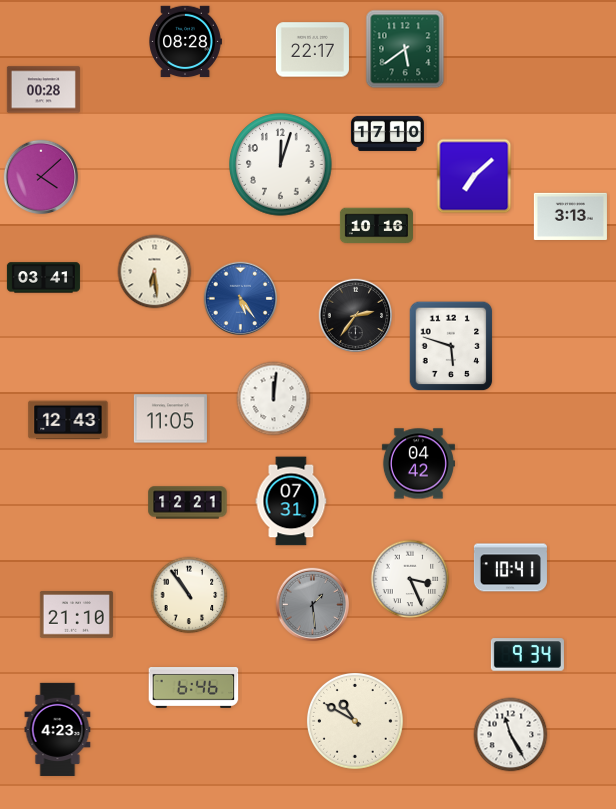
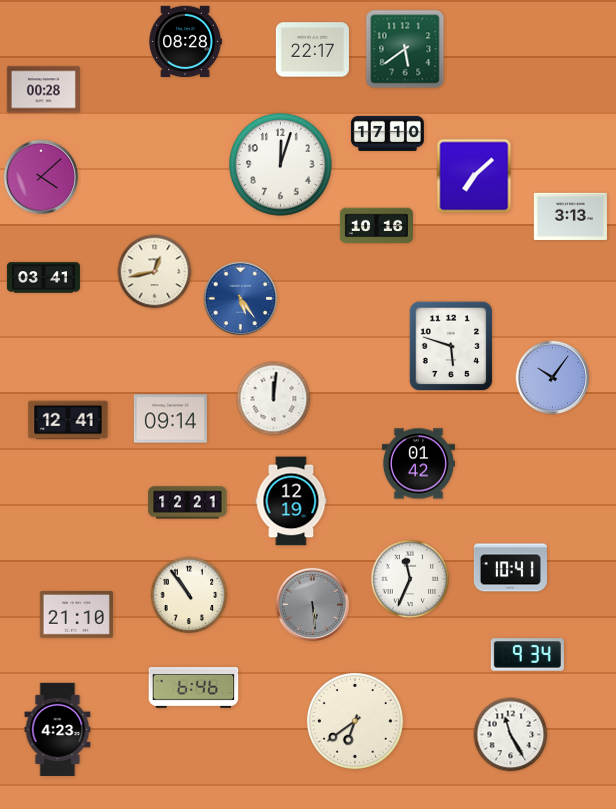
clock at (155, 272): 6:29 -> 12:43
clock at (356, 316): 2:36 -> none
clock at (553, 378): none -> 10:06
clock at (170, 419): 11:05 -> 09:14
clock at (68, 420): 12:43 -> 12:41
clock at (418, 464): 04:42 -> 01:42
clock at (291, 501): 07:31 -> 12:19
clock at (410, 579): 3:26 -> 11:34
clock at (313, 605): 1:29 -> 5:29
clock at (355, 721): 10:50 -> 6:39
